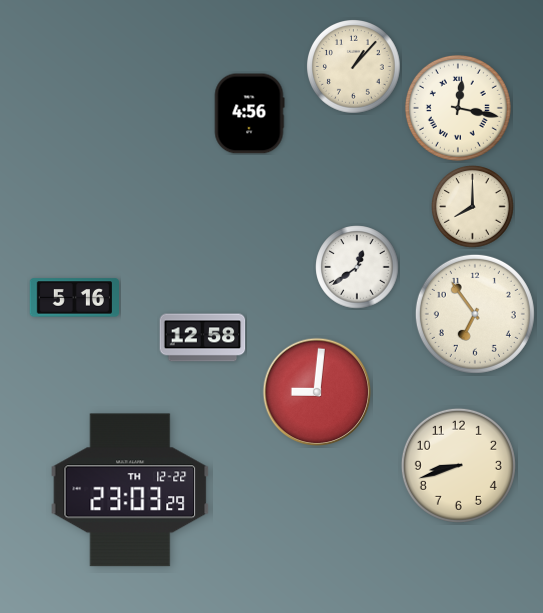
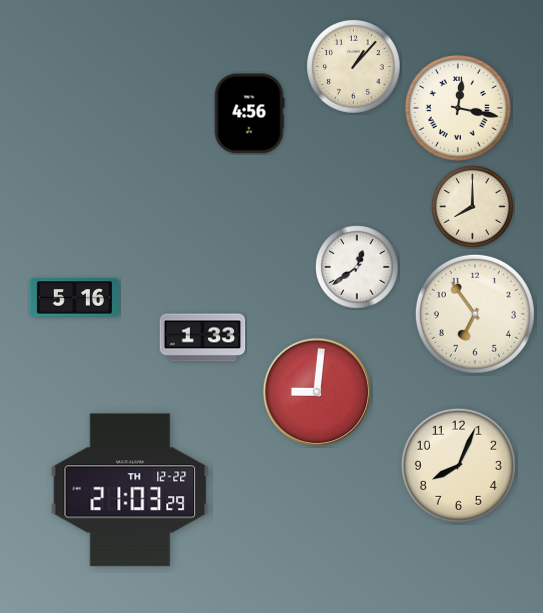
clock at (203, 338): 12:58 -> 1:33
clock at (458, 465): 8:42 -> 8:04
clock at (130, 490): 23:03 -> 21:03
